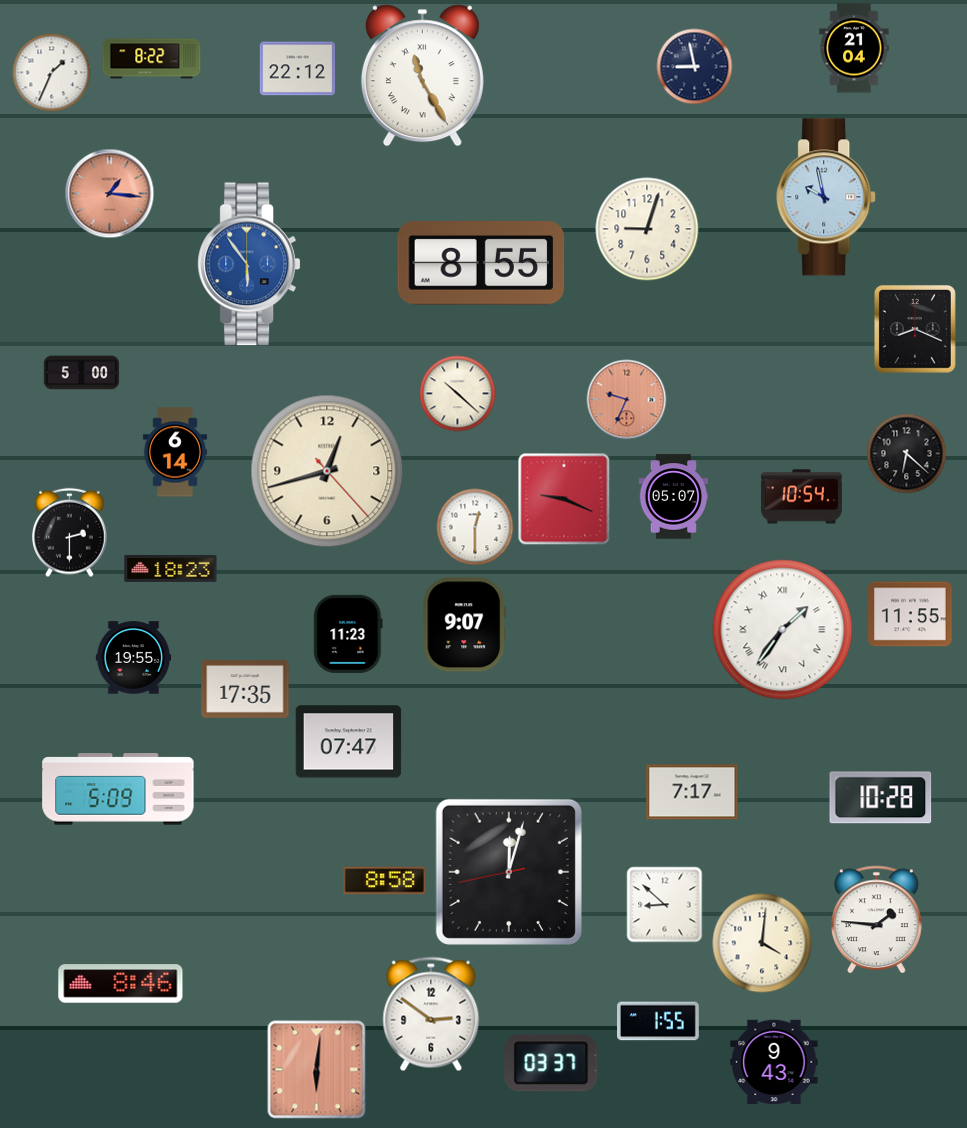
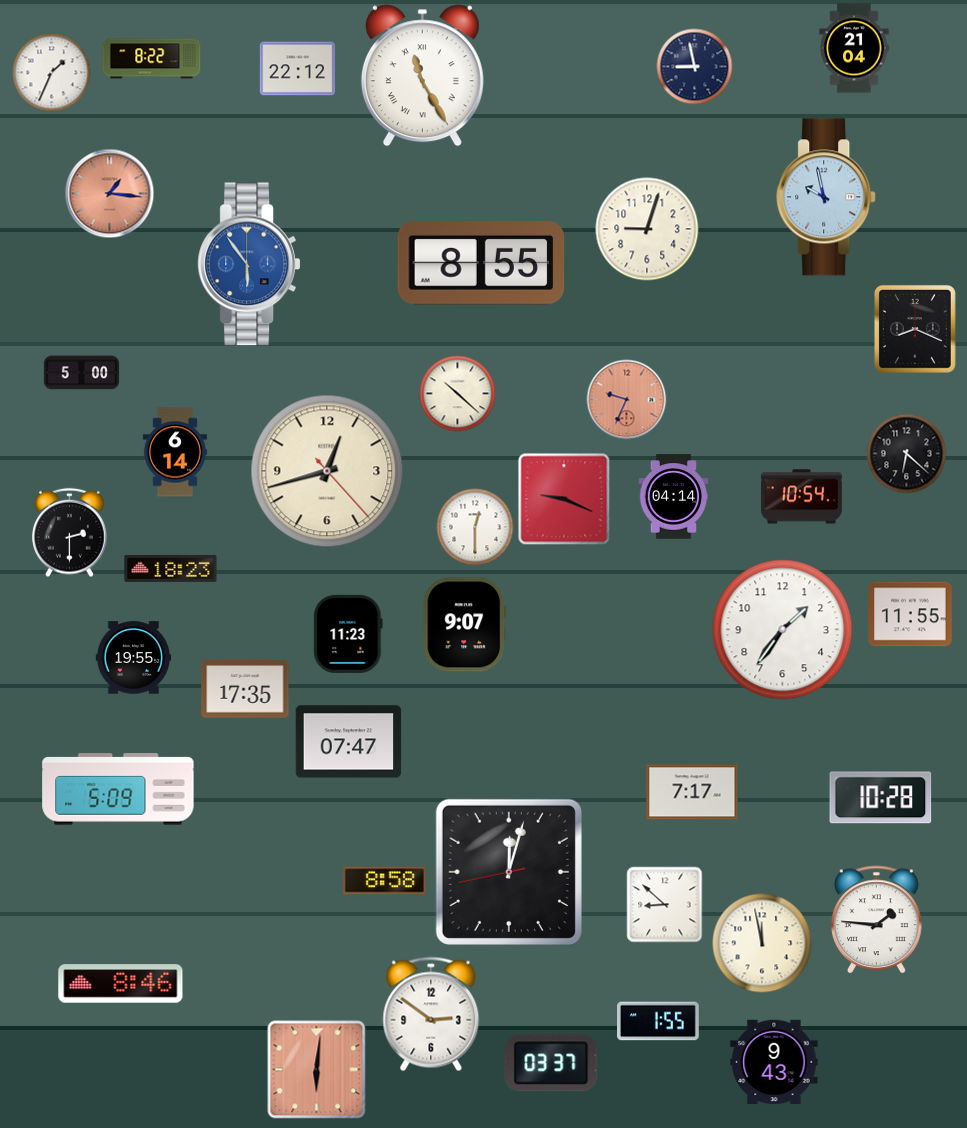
clock at (674, 497): 05:07 -> 04:14
clock at (783, 630) numerals: Roman -> Arabic
clock at (762, 943): 4:01 -> 11:58
